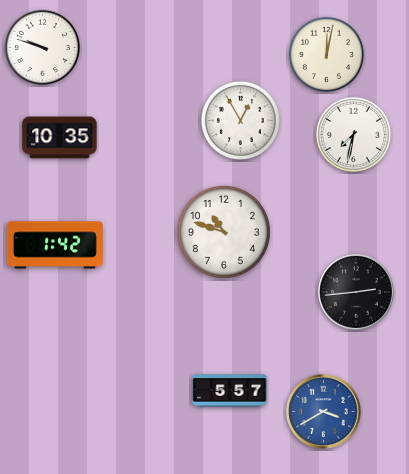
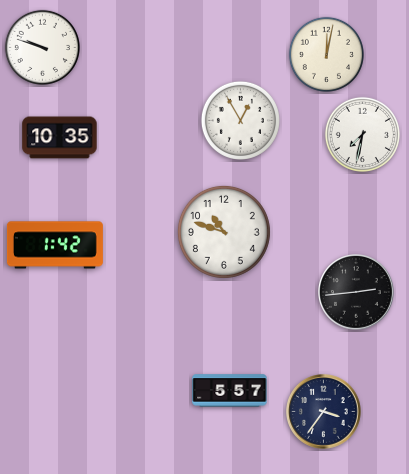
clock at (353, 134) position: (353, 134) -> (362, 134)
clock at (324, 412): 3:40 -> 3:36
clock at (324, 412) dial: blue -> navy
